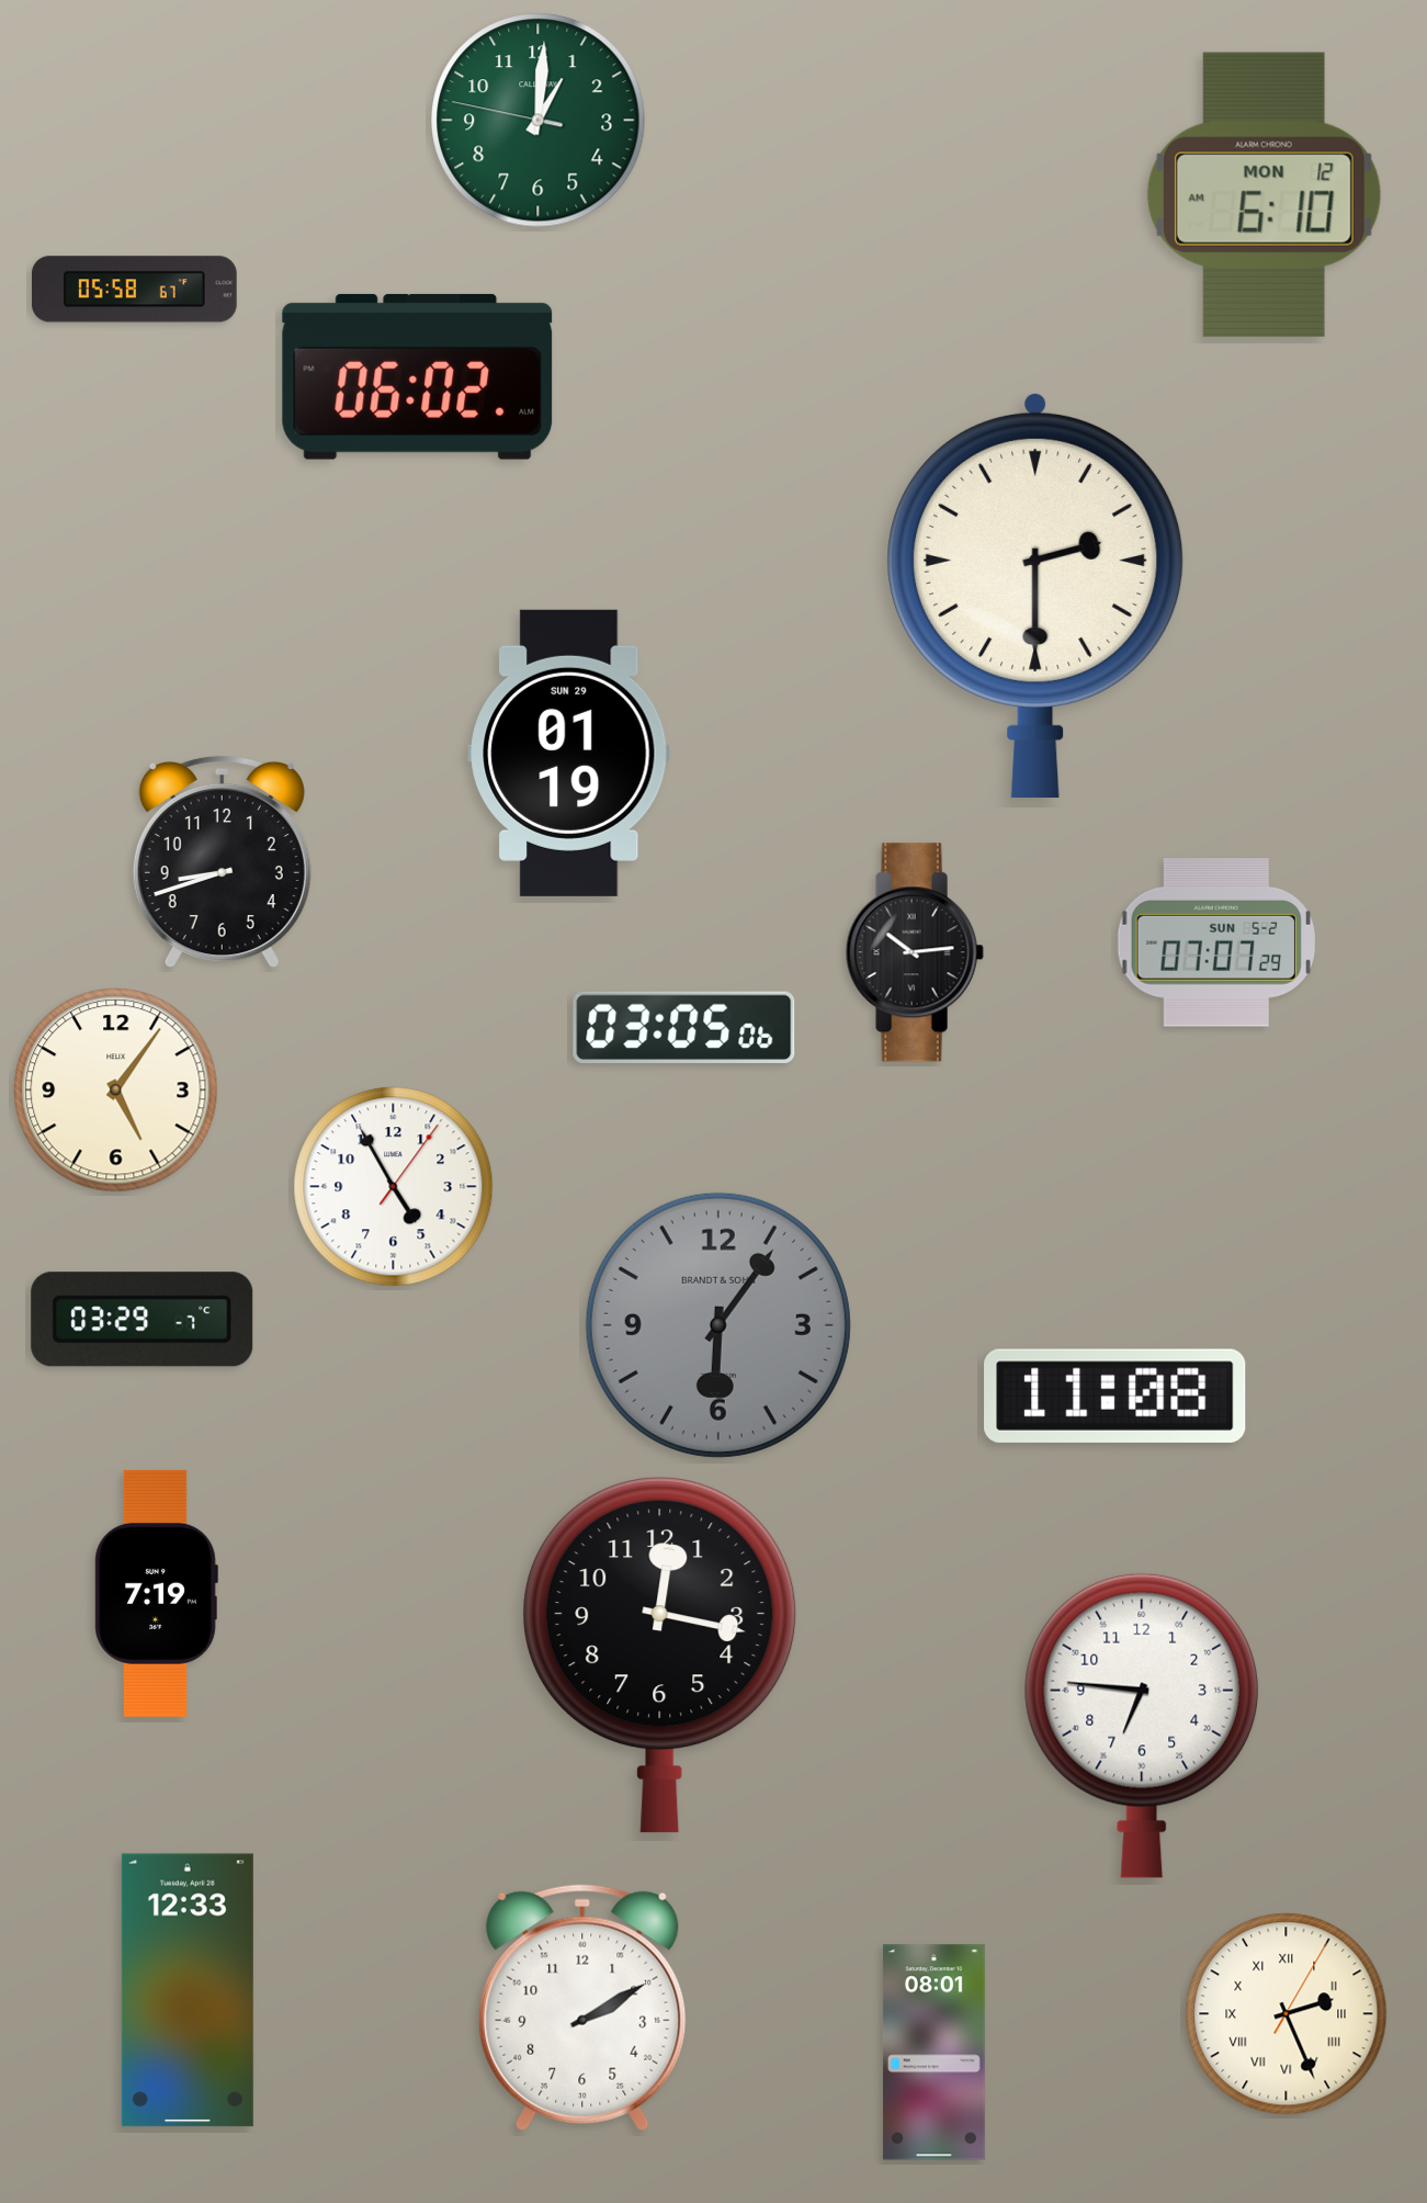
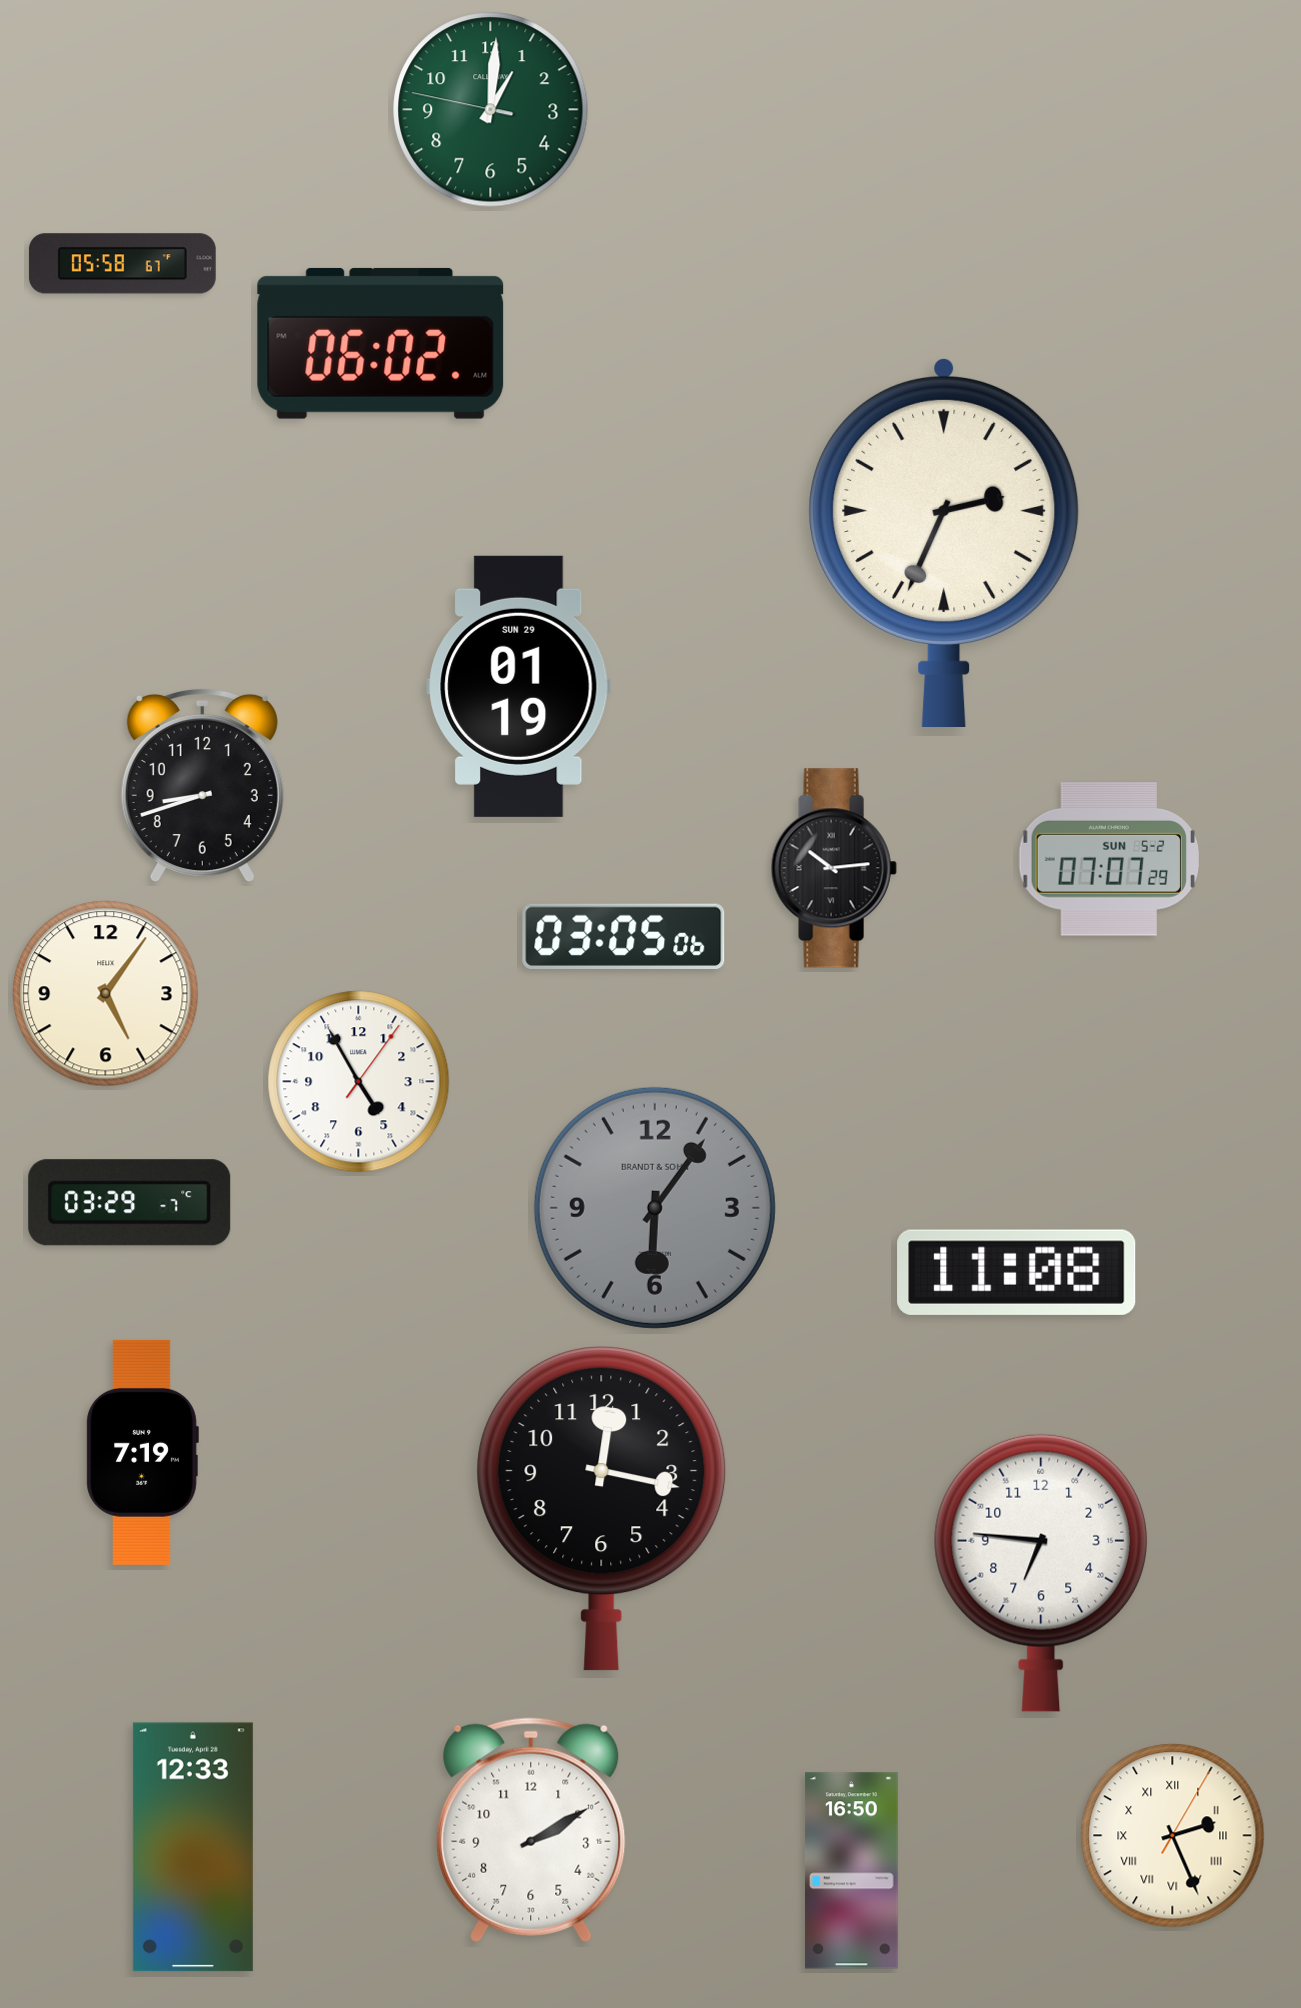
clock at (1264, 194): 6:10 -> none
clock at (1035, 595): 2:30 -> 2:34
clock at (188, 1990) position: (188, 1990) -> (193, 1847)
clock at (935, 2053): 08:01 -> 16:50
